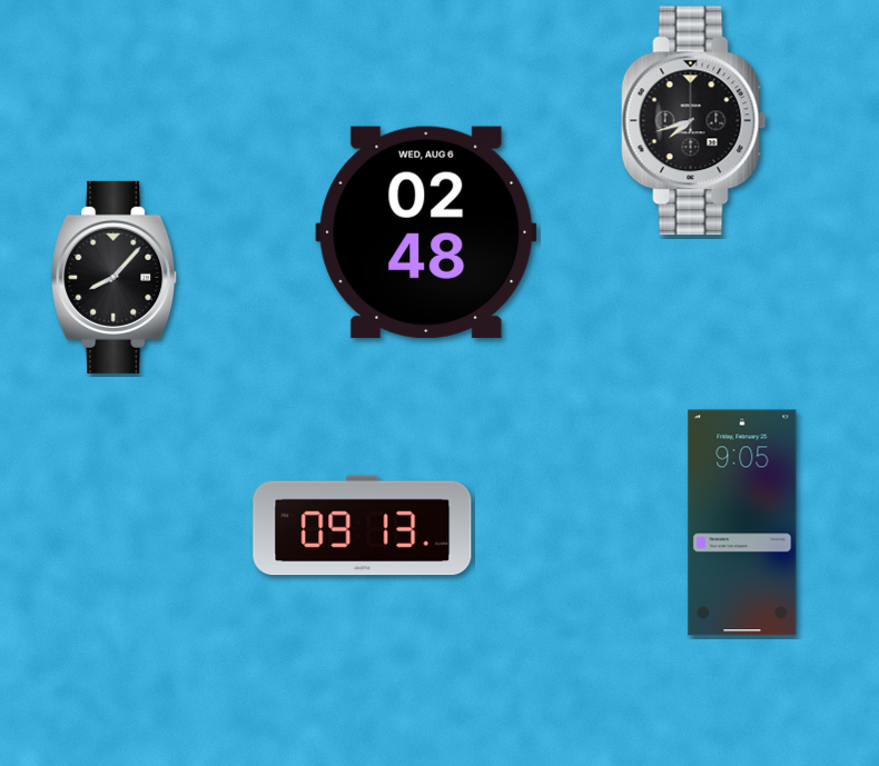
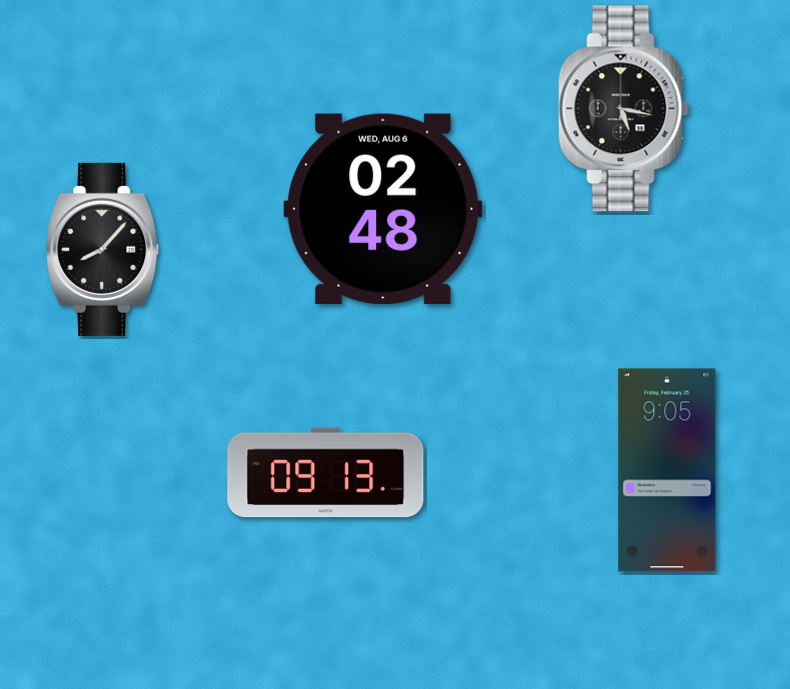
clock at (694, 121): 7:42 -> 5:17
